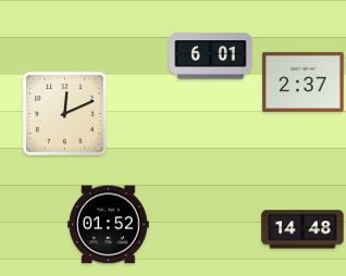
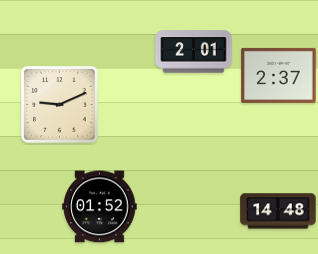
clock at (211, 57): 6:01 -> 2:01
clock at (65, 114): 12:11 -> 9:11
